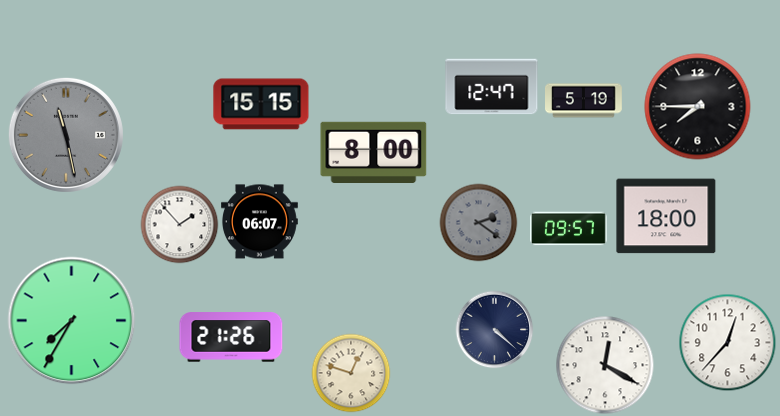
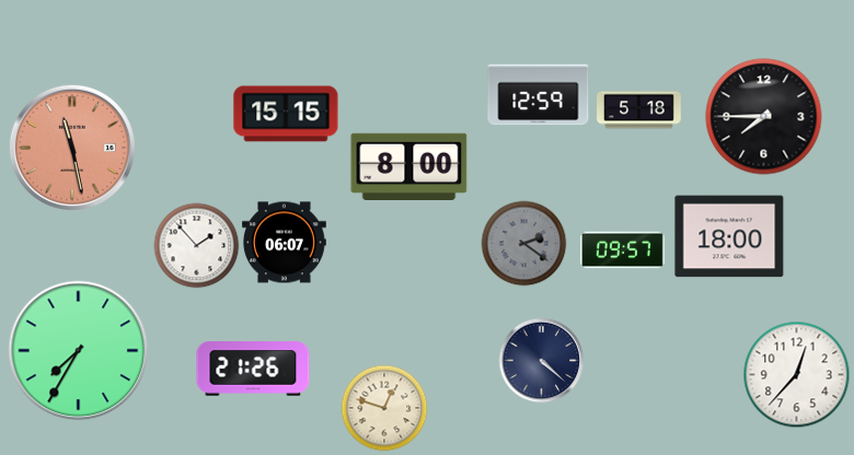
clock at (492, 87): 12:47 -> 12:59
clock at (584, 101): 5:19 -> 5:18
clock at (66, 135) dial: grey -> salmon
clock at (605, 365): 12:20 -> none
